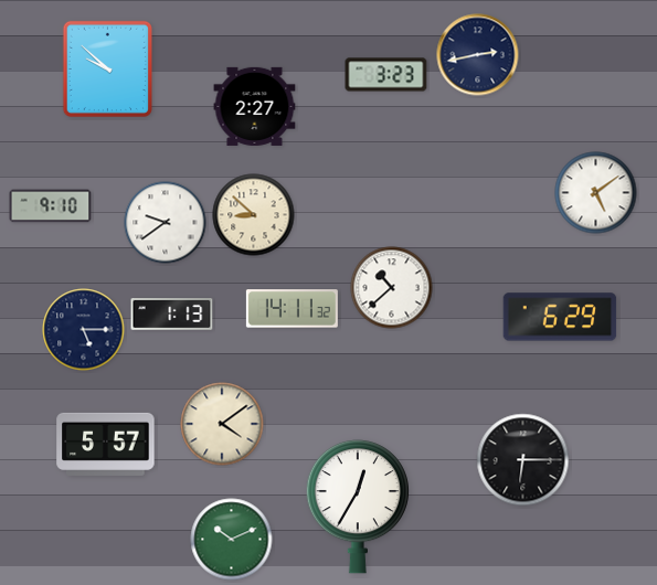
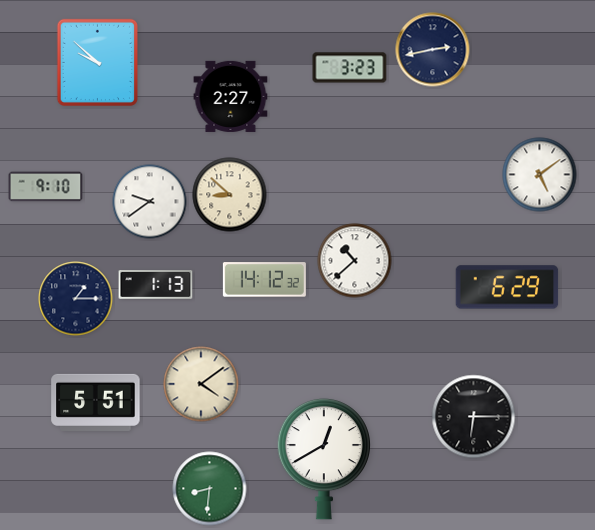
clock at (292, 309): 14:11 -> 14:12
clock at (84, 330): 5:15 -> 1:15
clock at (106, 444): 5:57 -> 5:51
clock at (357, 507): 12:35 -> 12:40
clock at (232, 540): 10:11 -> 8:31
